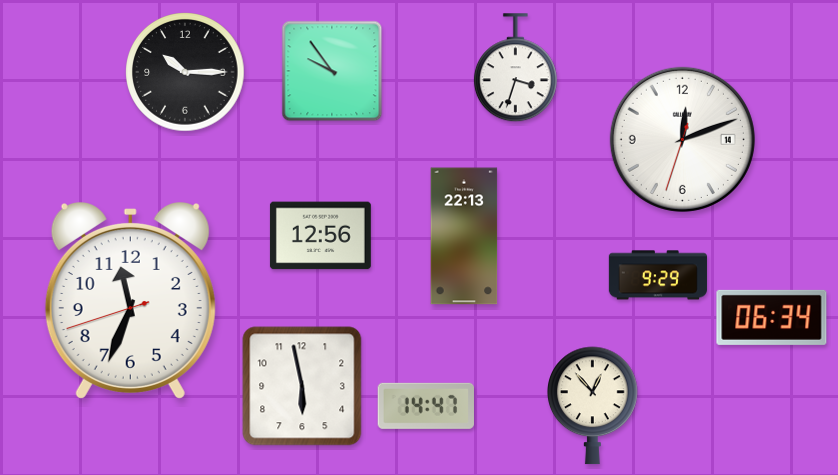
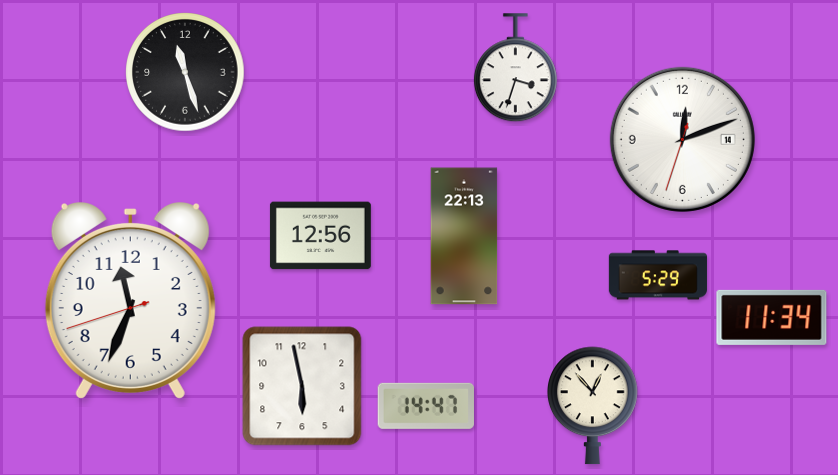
clock at (332, 71): 9:54 -> none
clock at (185, 72): 10:15 -> 11:27
clock at (658, 275): 9:29 -> 5:29
clock at (772, 317): 06:34 -> 11:34
